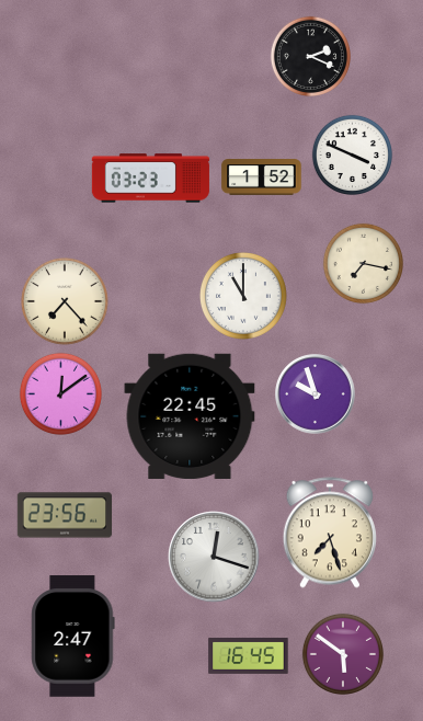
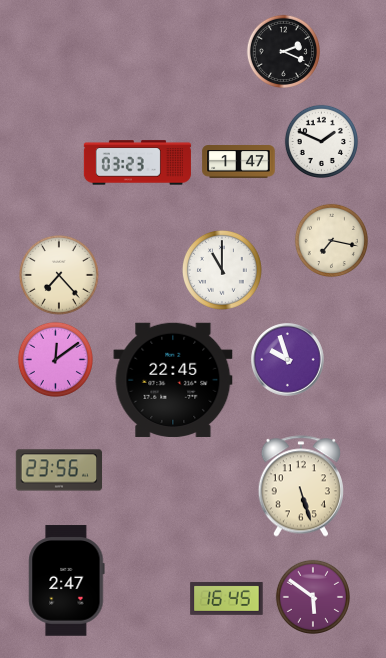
clock at (352, 154): 3:49 -> 1:49
clock at (262, 178): 1:52 -> 1:47
clock at (330, 533): 7:27 -> 5:27
clock at (214, 557): 12:18 -> none
